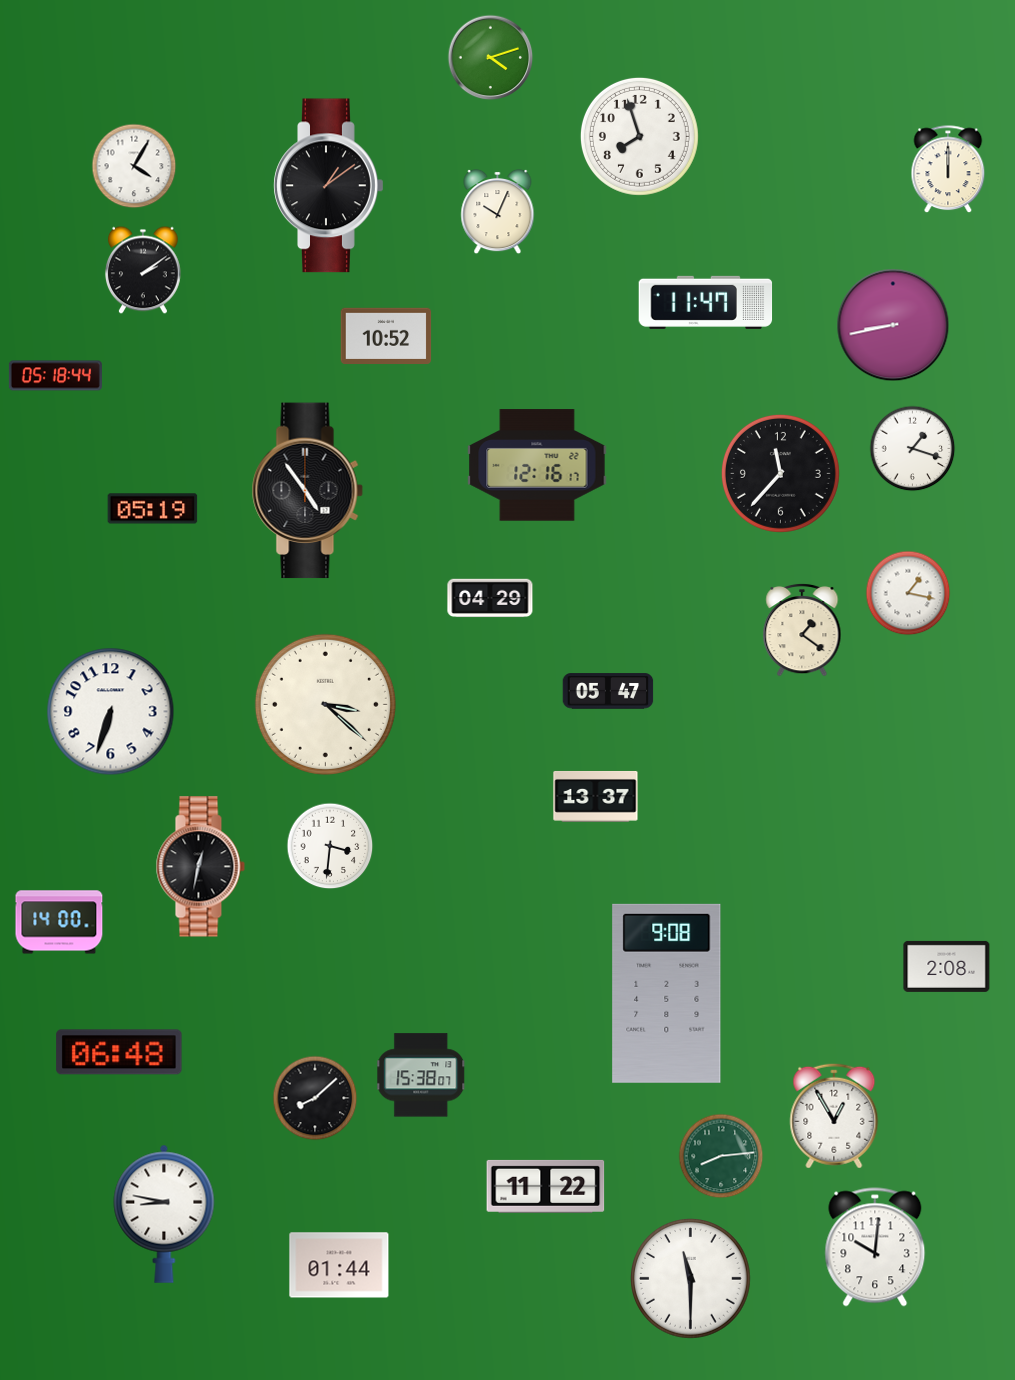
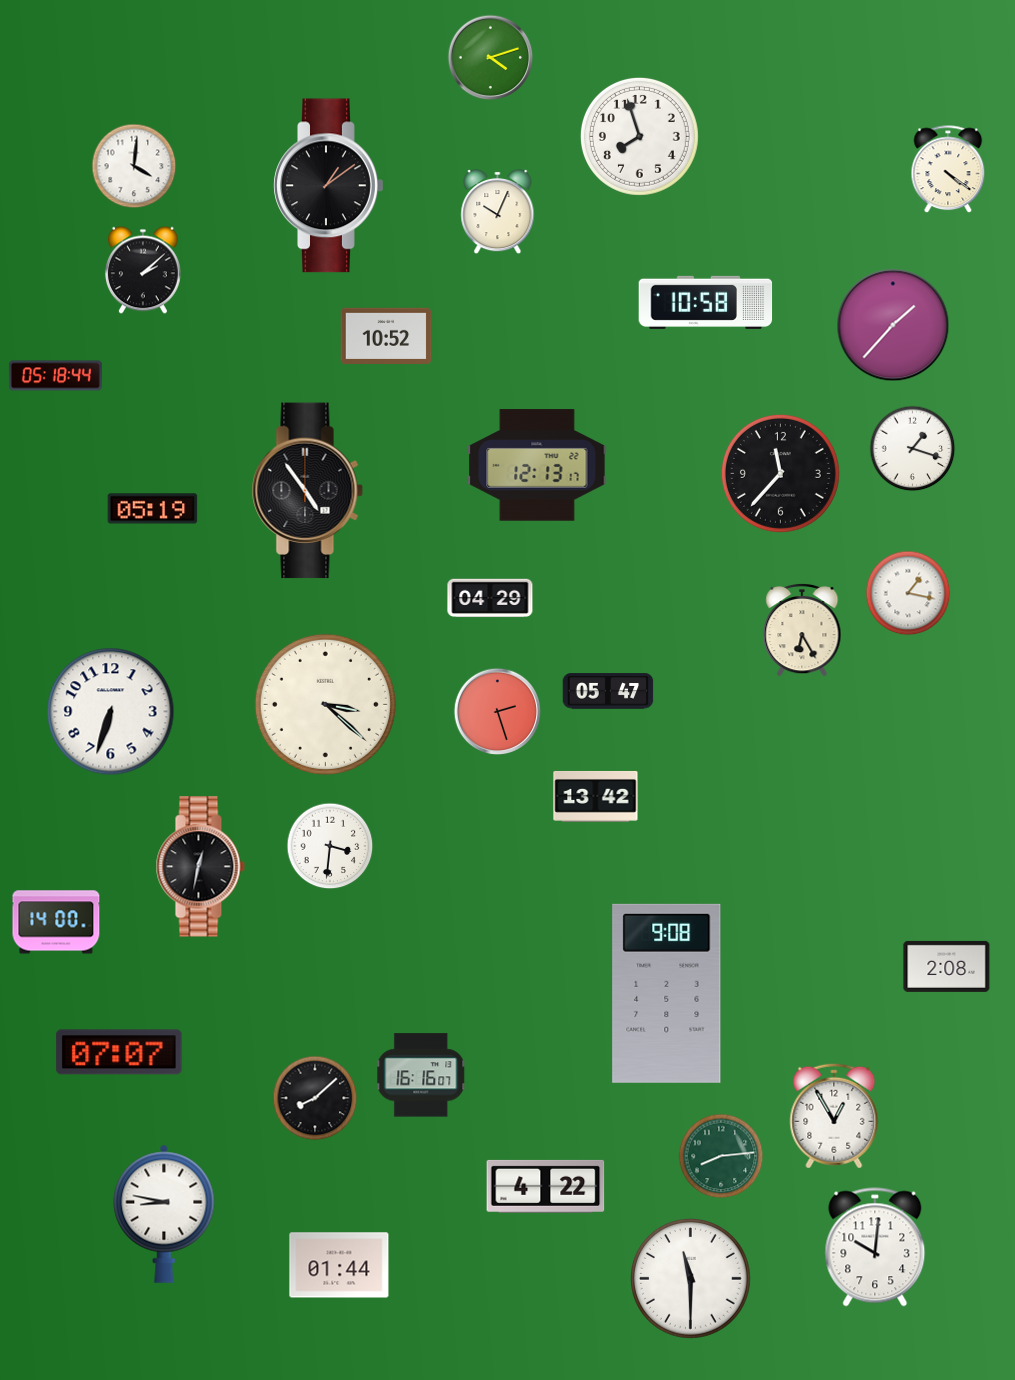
clock at (134, 166): 4:05 -> 4:01
clock at (948, 170): 12:00 -> 4:21
clock at (143, 270): 2:09 -> 2:08
clock at (706, 302): 11:47 -> 10:58
clock at (893, 325): 8:43 -> 1:37
clock at (537, 465): 12:16 -> 12:13
clock at (802, 630): 1:21 -> 6:25
clock at (498, 712): none -> 2:27
clock at (596, 796): 13:37 -> 13:42
clock at (59, 922) position: (59, 922) -> (56, 922)
clock at (119, 1052): 06:48 -> 07:07
clock at (421, 1075): 15:38 -> 16:16
clock at (546, 1186): 11:22 -> 4:22
